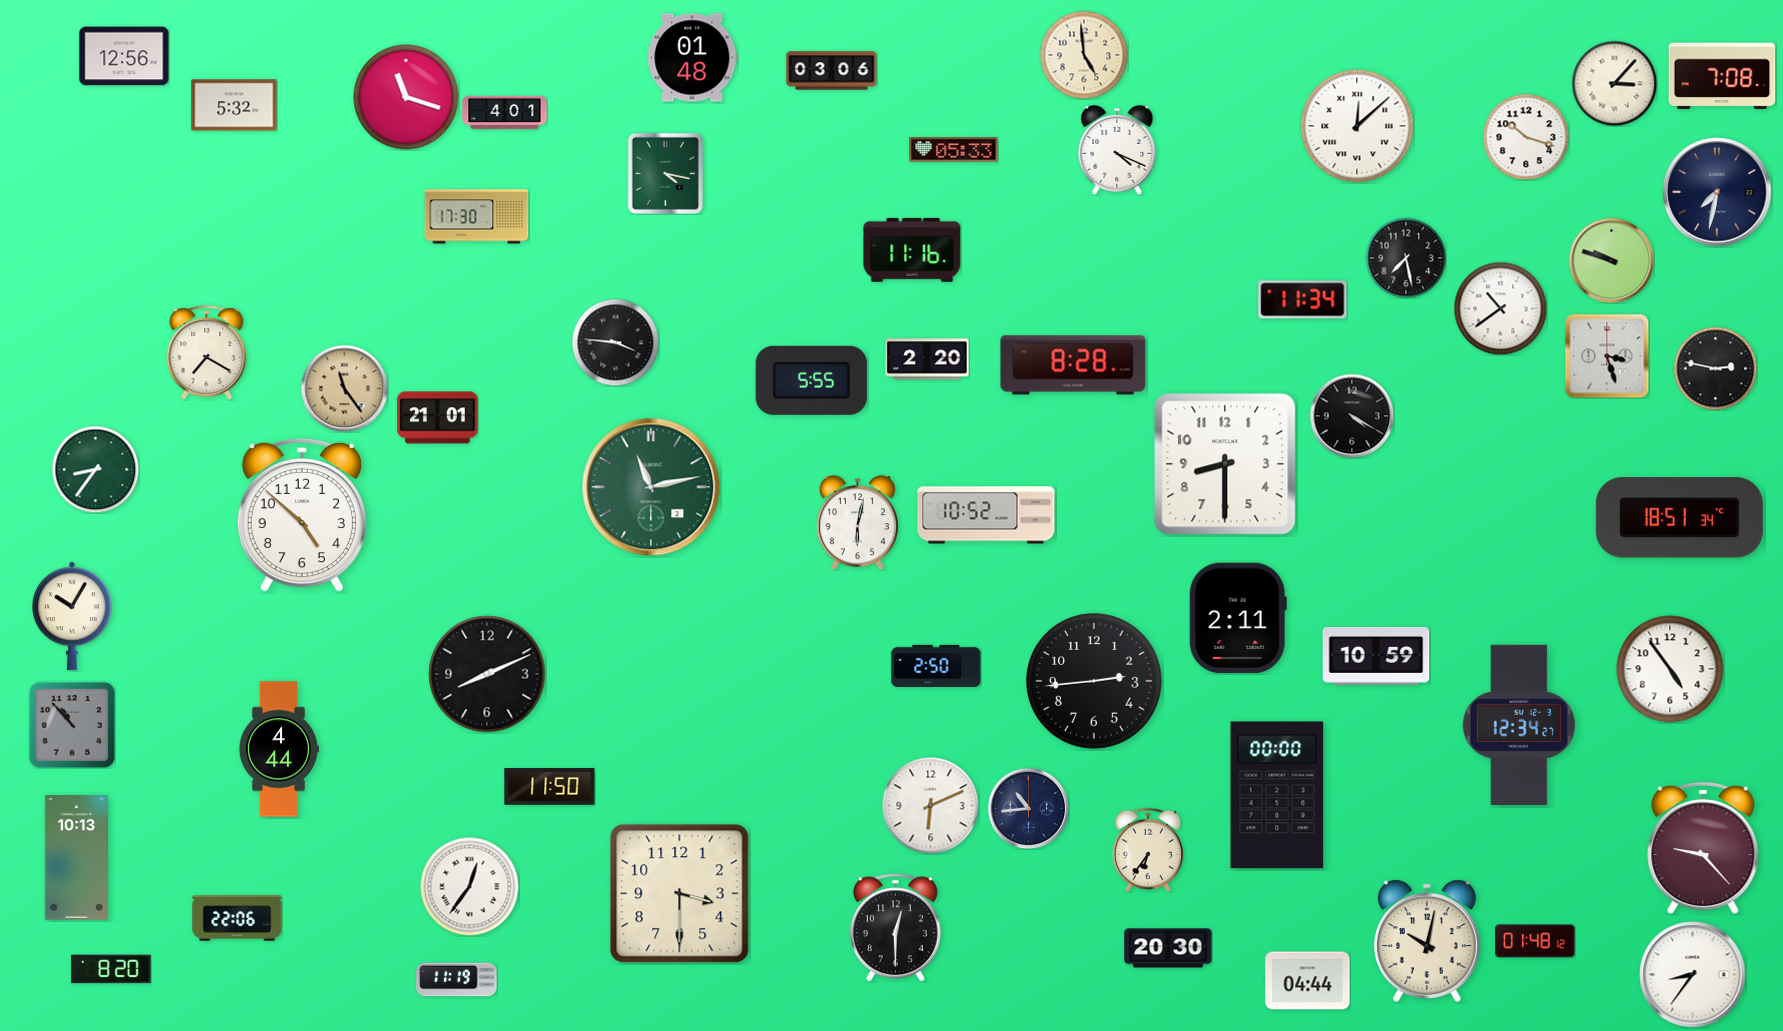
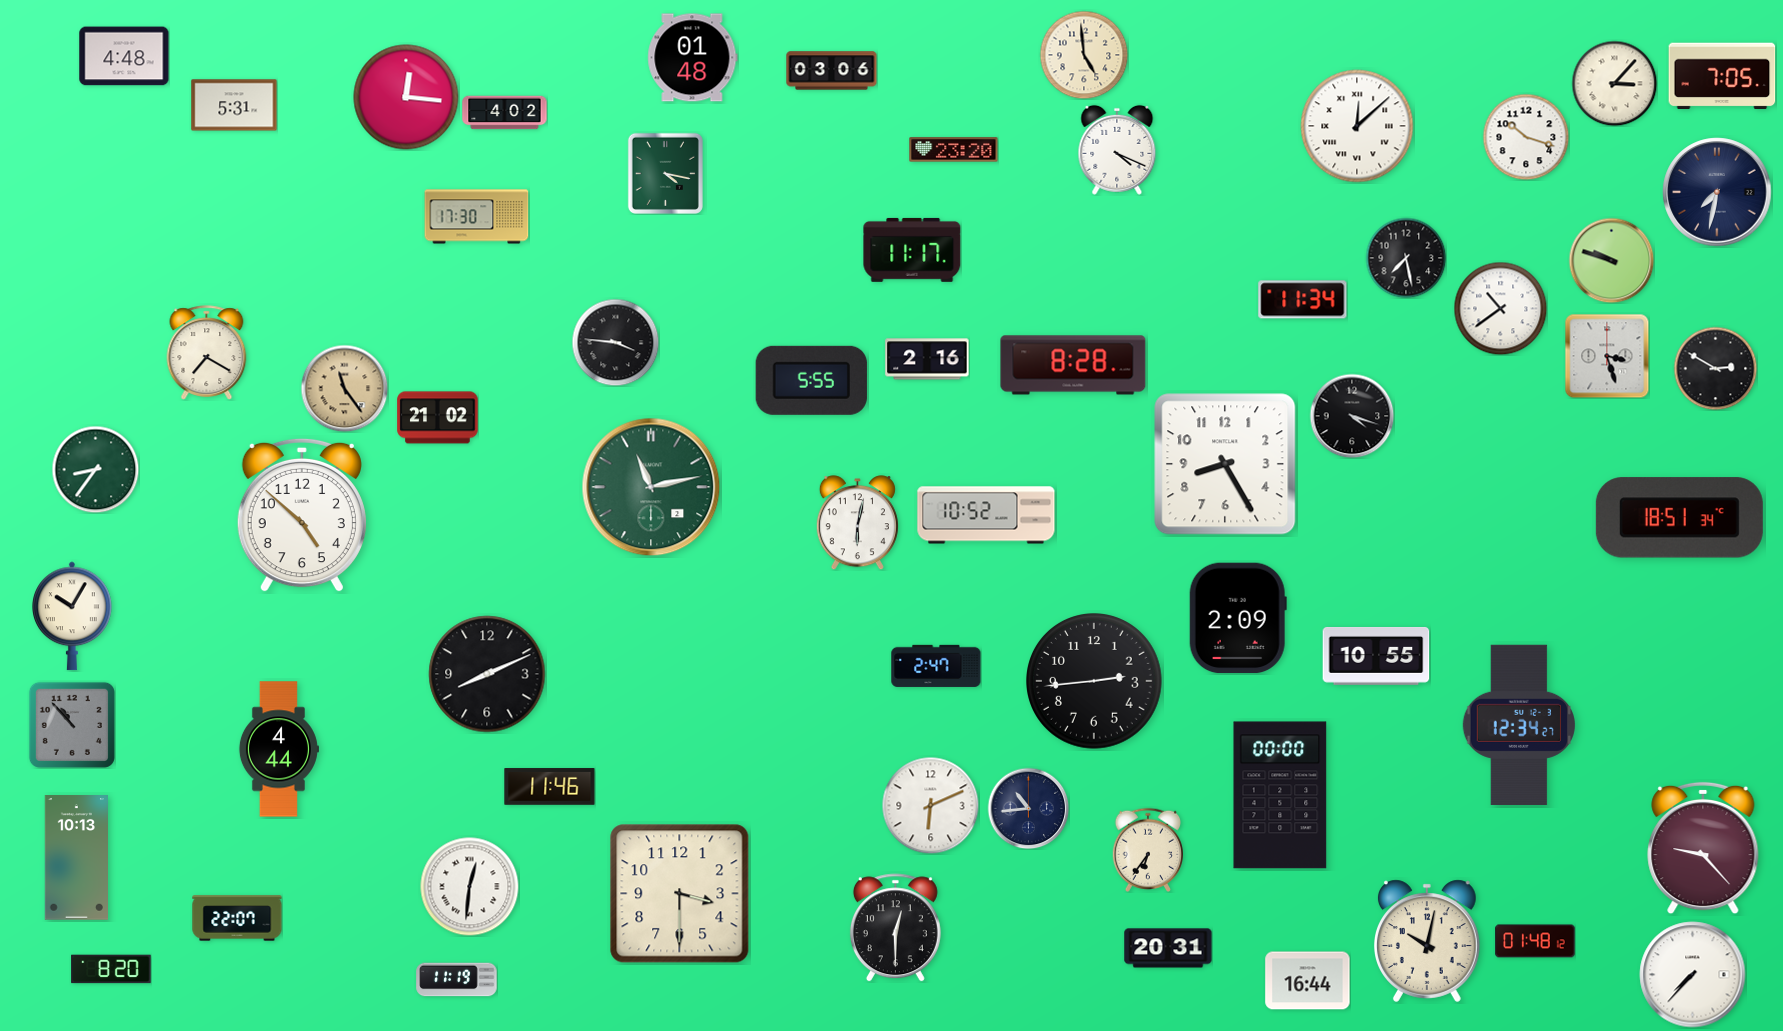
clock at (124, 56): 12:56 -> 4:48
clock at (1722, 76): 7:08 -> 7:05
clock at (406, 97): 11:18 -> 12:16
clock at (234, 105): 5:32 -> 5:31
clock at (505, 113): 4:01 -> 4:02
clock at (954, 150): 05:33 -> 23:20
clock at (912, 250): 11:16 -> 11:17
clock at (927, 359): 2:20 -> 2:16
clock at (1715, 368): 2:47 -> 2:50
clock at (1352, 416): 4:20 -> 4:18
clock at (438, 418): 21:01 -> 21:02
clock at (1225, 464): 8:30 -> 8:25
clock at (1238, 618): 2:11 -> 2:09
clock at (1376, 656): 10:59 -> 10:55
clock at (936, 666): 2:50 -> 2:47
clock at (1670, 669): 4:54 -> none
clock at (550, 787): 11:50 -> 11:46
clock at (1277, 795) position: (1277, 795) -> (1280, 795)
clock at (470, 887): 12:36 -> 12:31
clock at (237, 918): 22:06 -> 22:07
clock at (1168, 948): 20:30 -> 20:31
clock at (1693, 975): 8:36 -> 7:37
clock at (1308, 981): 04:44 -> 16:44
